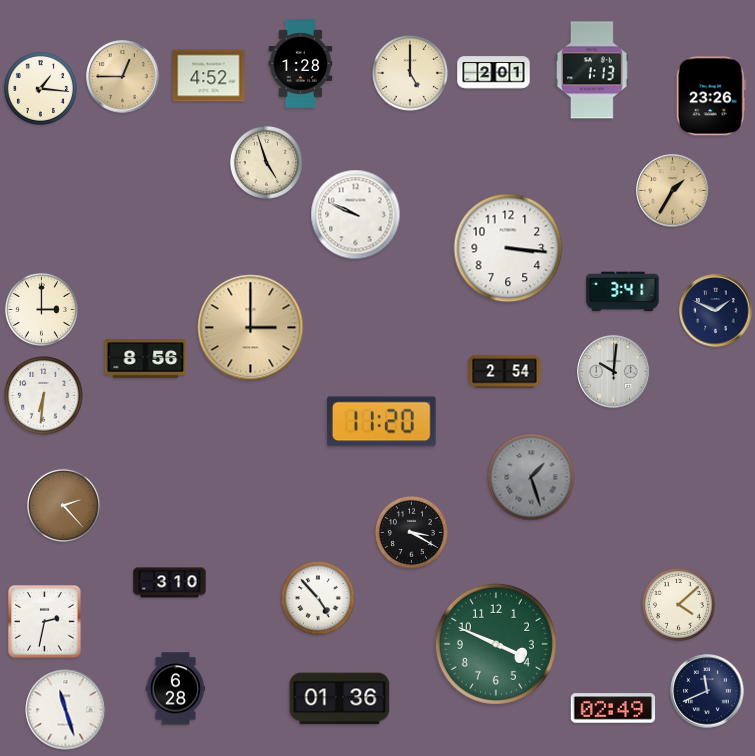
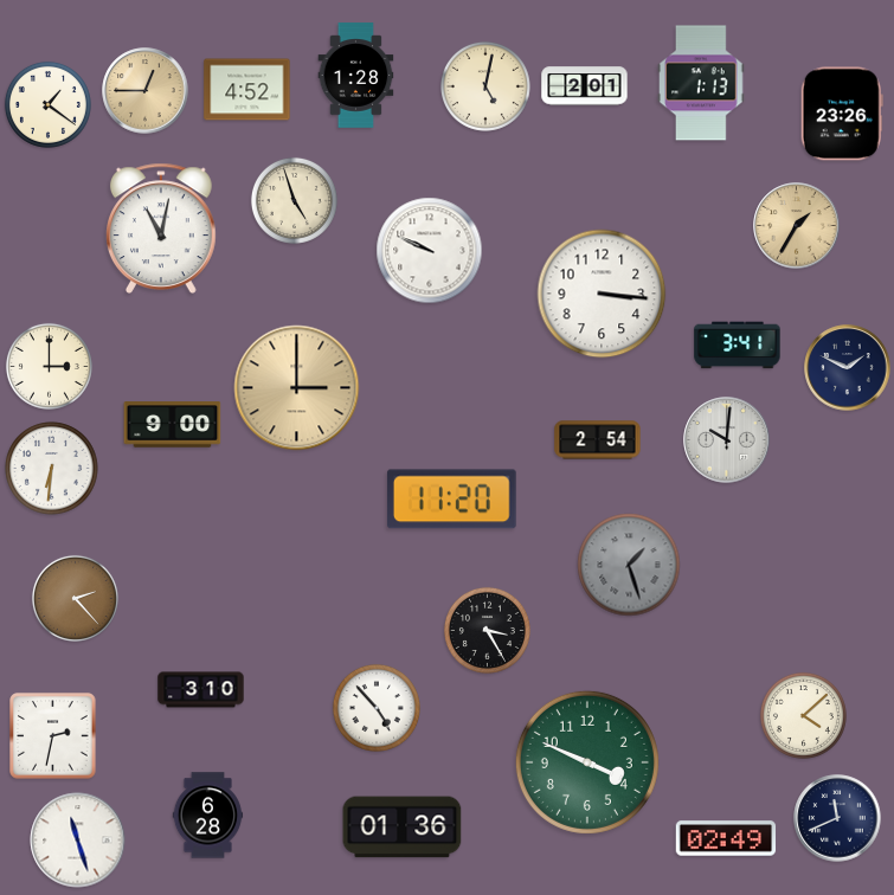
clock at (410, 73): 5:00 -> 5:02
clock at (40, 88): 1:16 -> 1:21
clock at (266, 162) position: (266, 162) -> (294, 200)
clock at (162, 228): none -> 11:02
clock at (356, 215) position: (356, 215) -> (430, 251)
clock at (146, 359): 8:56 -> 9:00
clock at (411, 532): 3:20 -> 3:25
